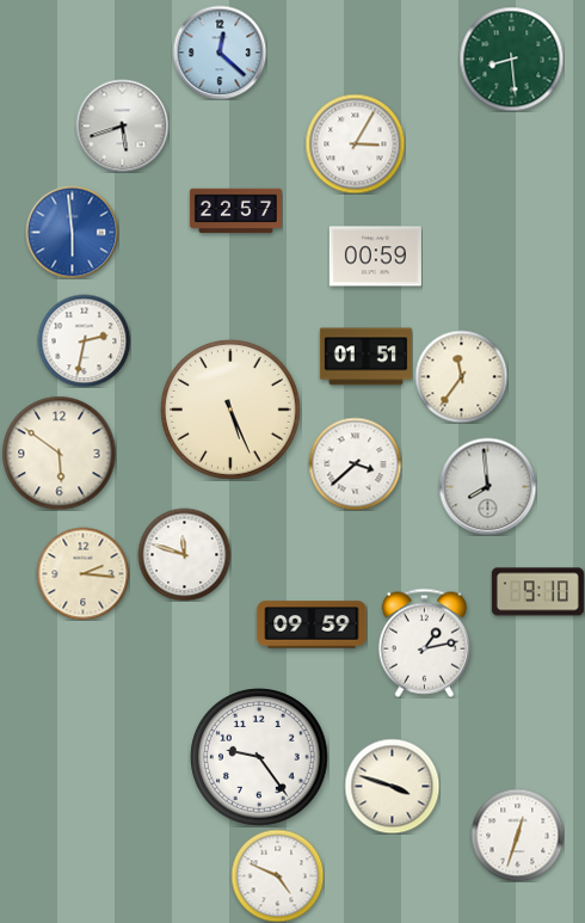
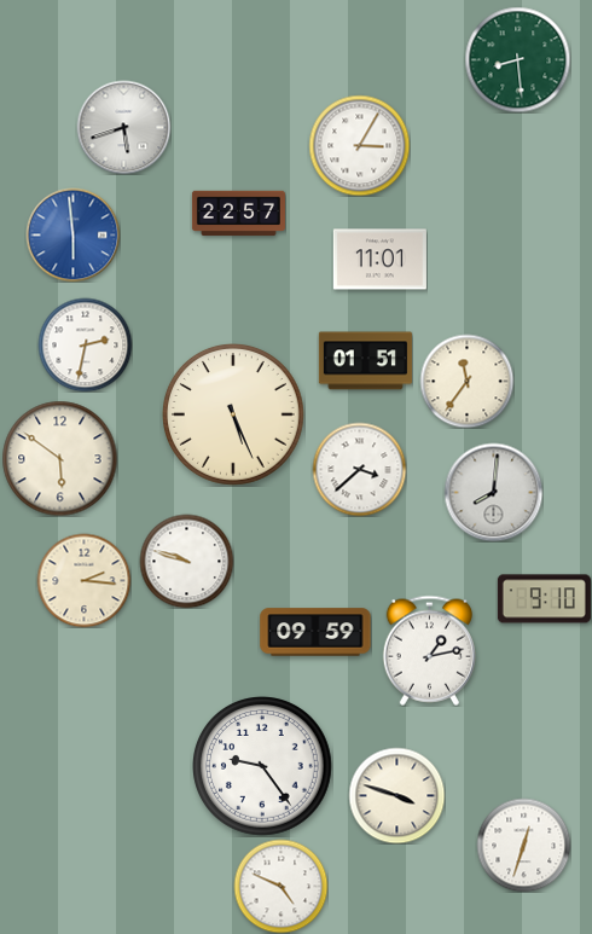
clock at (220, 53): 12:22 -> none
clock at (375, 257): 00:59 -> 11:01
clock at (365, 357) position: (365, 357) -> (365, 361)
clock at (487, 486): 7:59 -> 8:01
clock at (184, 554): 11:48 -> 9:48
